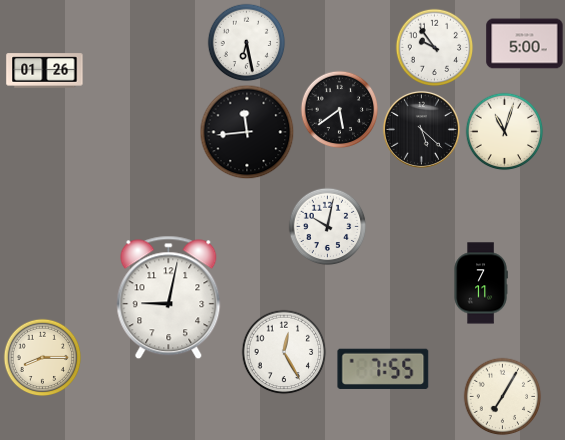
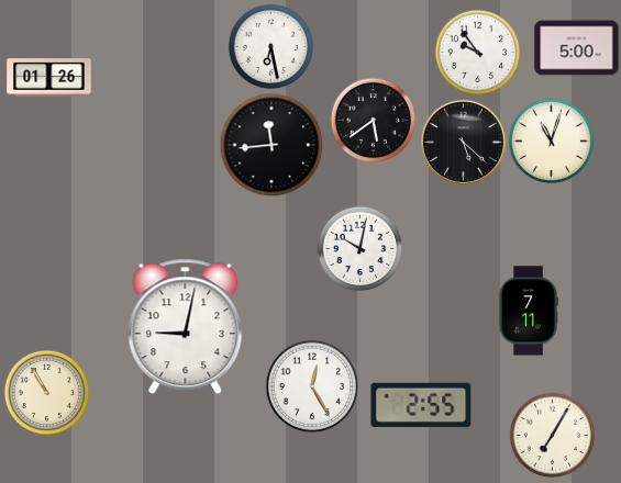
clock at (504, 131) position: (504, 131) -> (551, 141)
clock at (42, 357): 8:15 -> 10:55
clock at (383, 369): 7:55 -> 2:55
